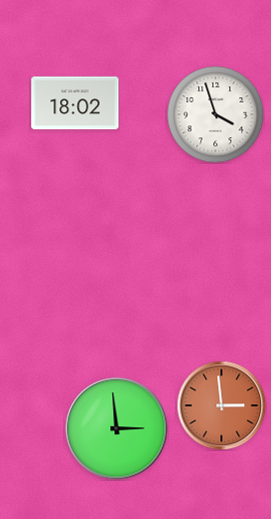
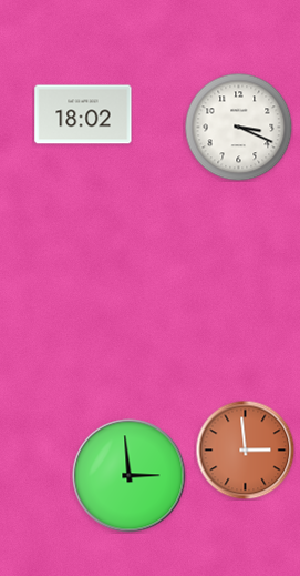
clock at (215, 114): 3:57 -> 3:19
